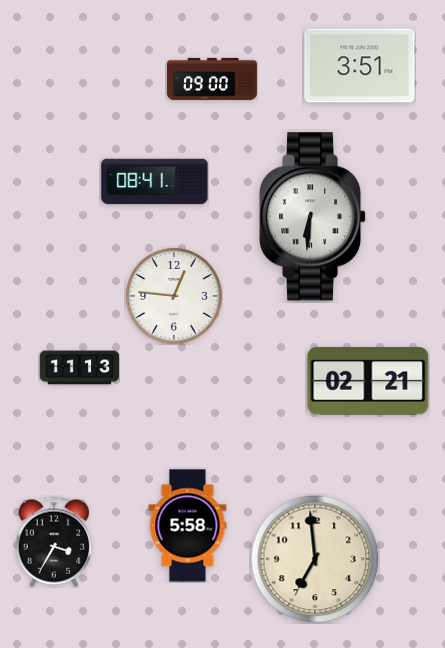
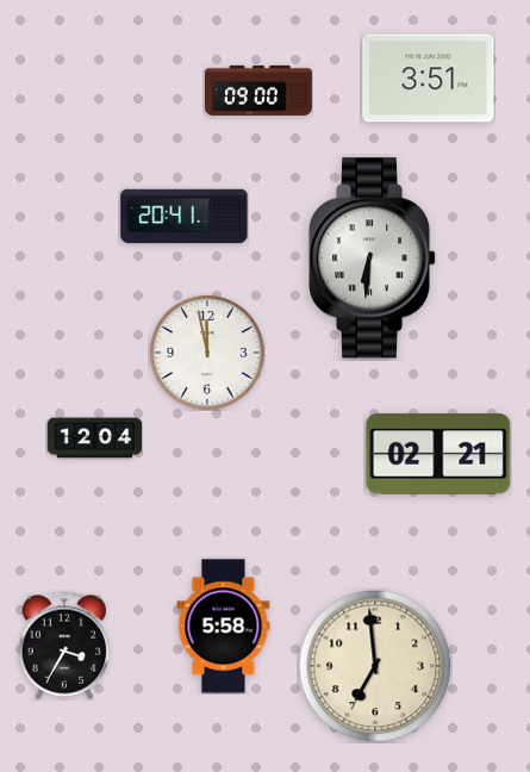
clock at (212, 79) position: (212, 79) -> (258, 91)
clock at (155, 182): 08:41 -> 20:41
clock at (174, 296): 12:46 -> 11:58
clock at (79, 368): 11:13 -> 12:04
